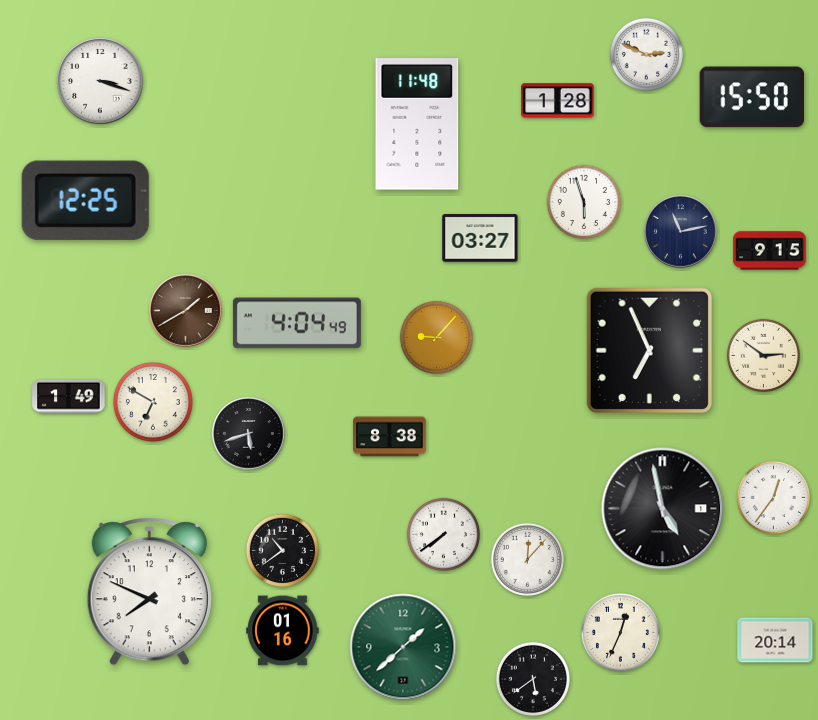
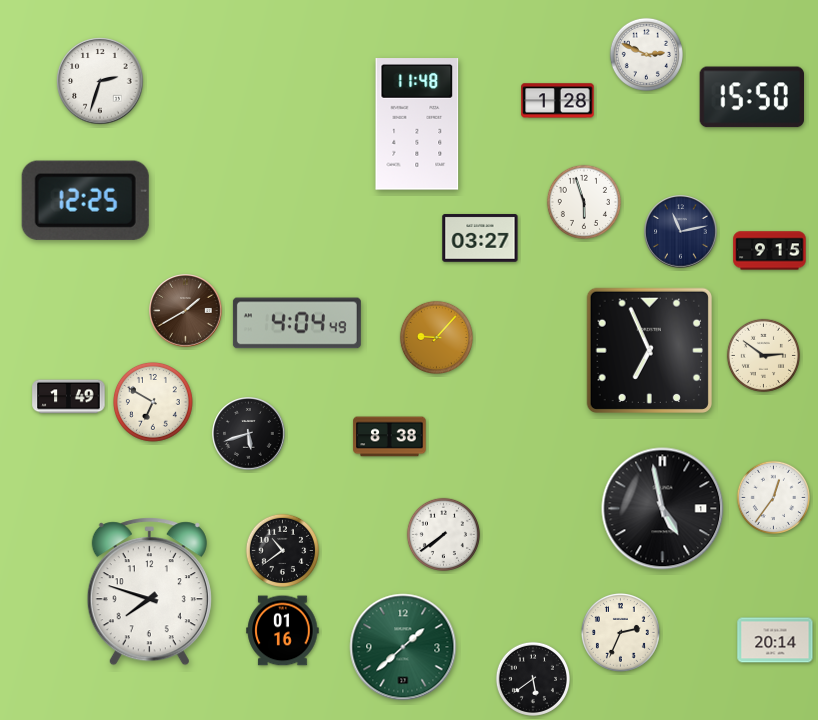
clock at (100, 81): 3:18 -> 2:33
clock at (527, 559): 12:07 -> none
clock at (149, 592): 7:49 -> 7:48
clock at (620, 632): 12:34 -> 2:34
